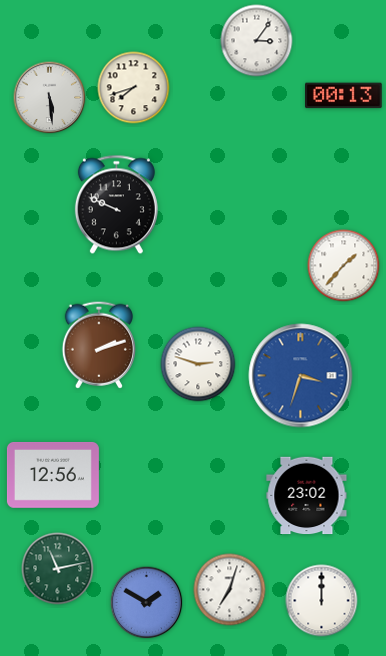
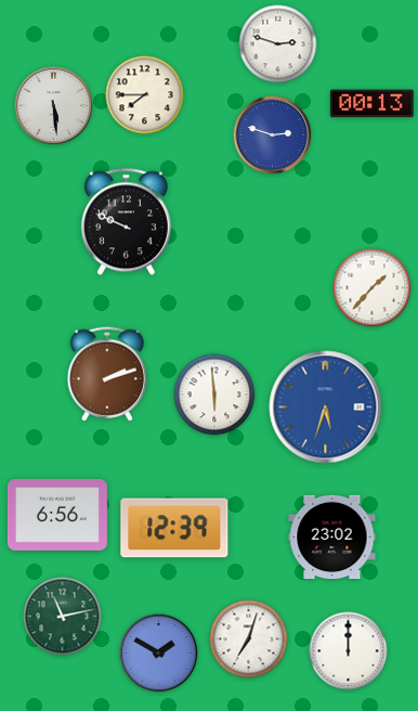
clock at (257, 41): 3:06 -> 2:48
clock at (134, 88): 7:42 -> 7:45
clock at (273, 135): none -> 2:48
clock at (198, 364): 2:48 -> 5:59
clock at (301, 376): 3:33 -> 5:33
clock at (53, 475): 12:56 -> 6:56
clock at (174, 528): none -> 12:39
